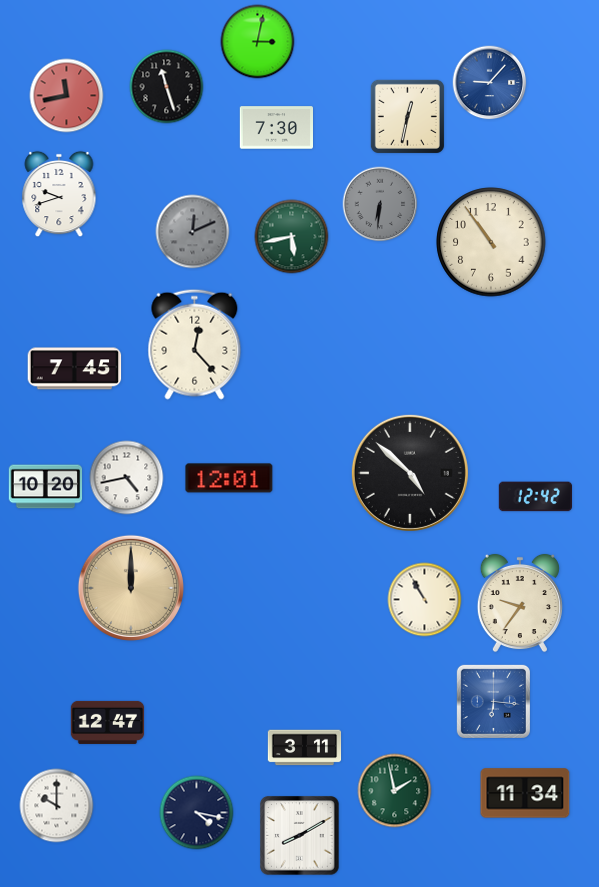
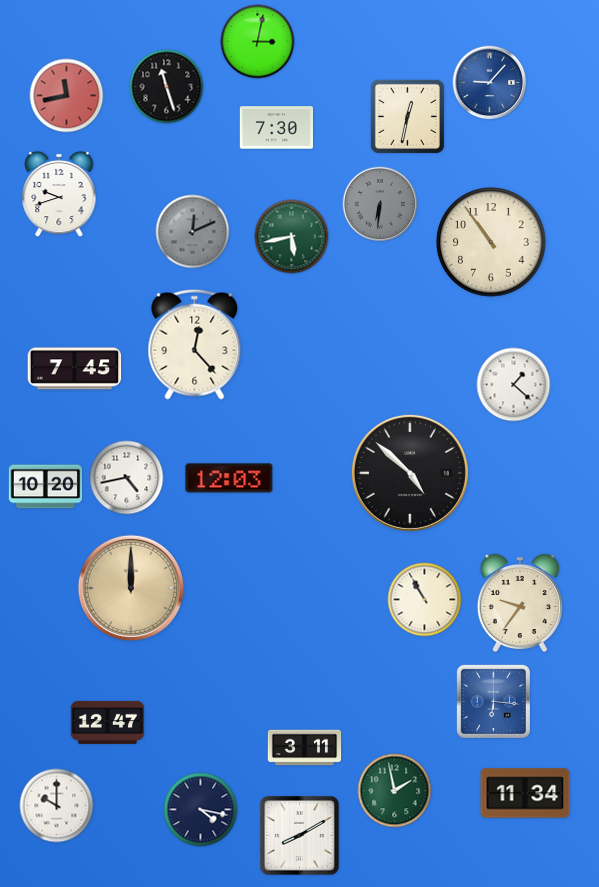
clock at (514, 385): none -> 1:22
clock at (229, 478): 12:01 -> 12:03
clock at (535, 497): 12:42 -> none
clock at (197, 813) position: (197, 813) -> (201, 810)
